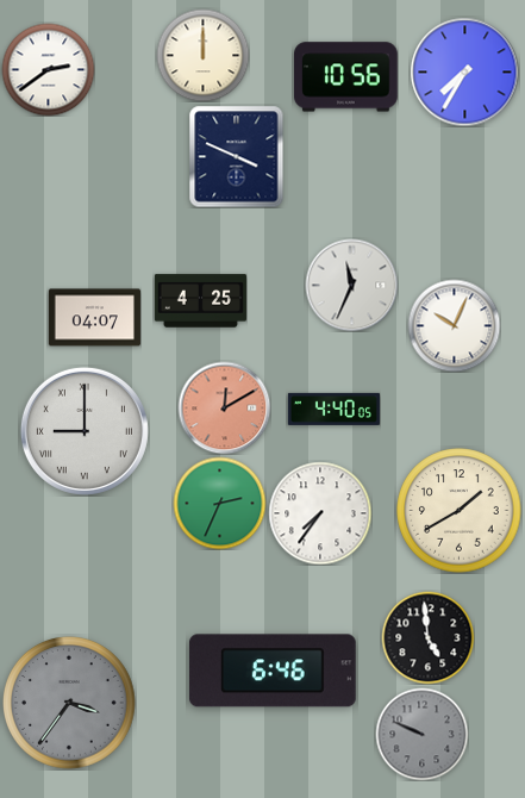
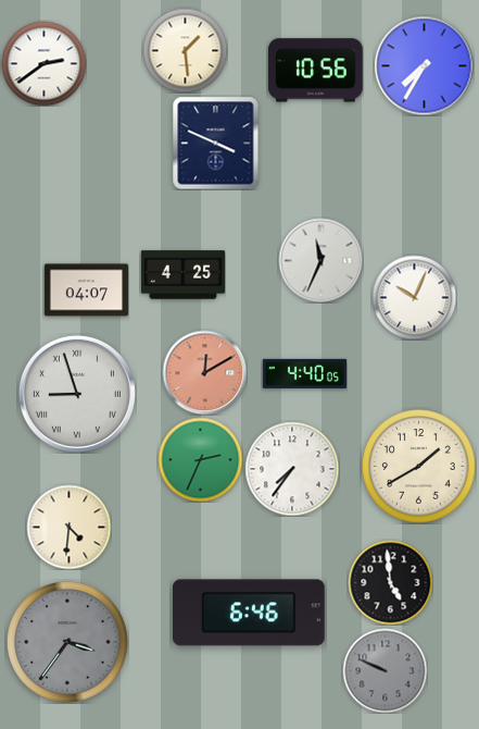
clock at (202, 55): 12:00 -> 1:29
clock at (85, 431): 9:00 -> 8:57
clock at (68, 527): none -> 4:31
clock at (70, 704) position: (70, 704) -> (68, 643)
